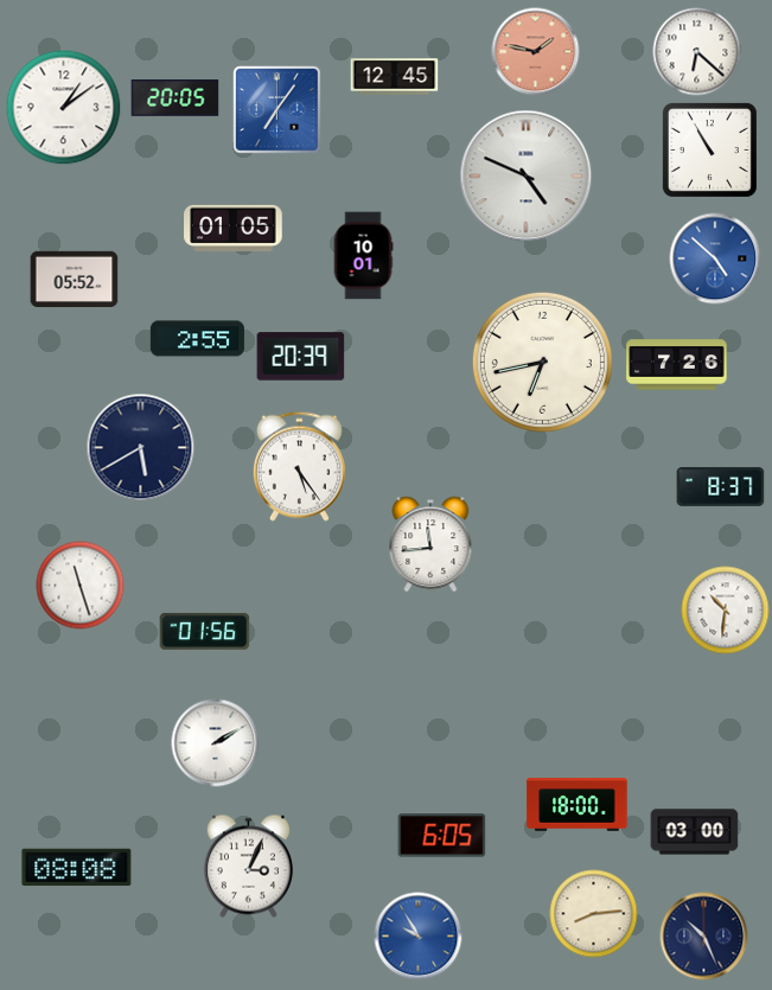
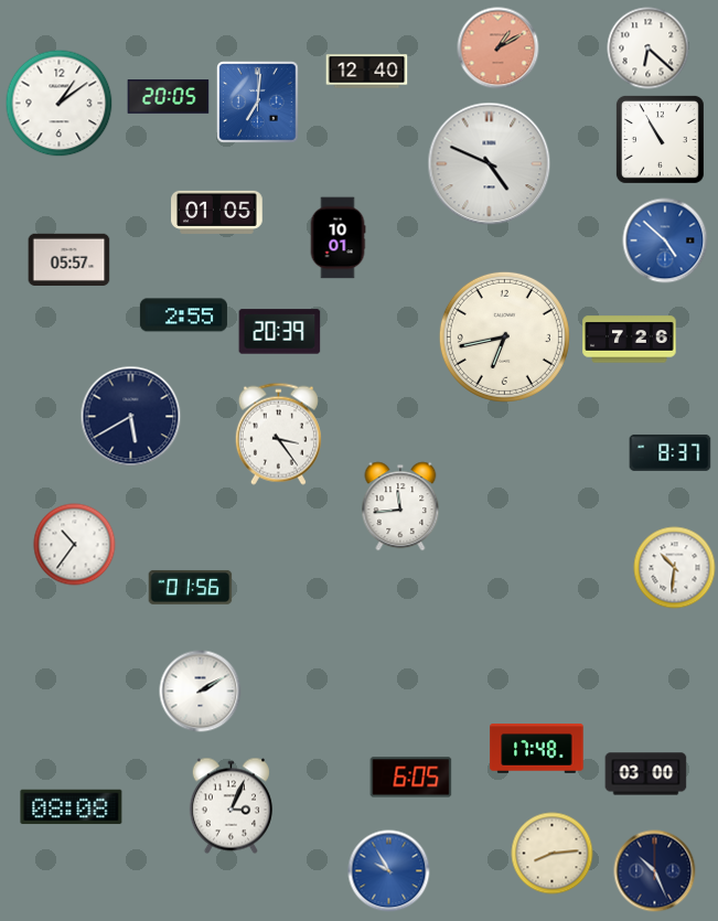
clock at (536, 52): 1:47 -> 1:10
clock at (395, 77): 12:45 -> 12:40
clock at (176, 98) position: (176, 98) -> (169, 97)
clock at (64, 108) position: (64, 108) -> (60, 104)
clock at (277, 110): 7:06 -> 7:01
clock at (75, 279): 05:52 -> 05:57
clock at (299, 466): 5:24 -> 3:24
clock at (81, 586): 11:27 -> 10:36
clock at (578, 805): 18:00 -> 17:48
clock at (594, 914) position: (594, 914) -> (553, 854)
